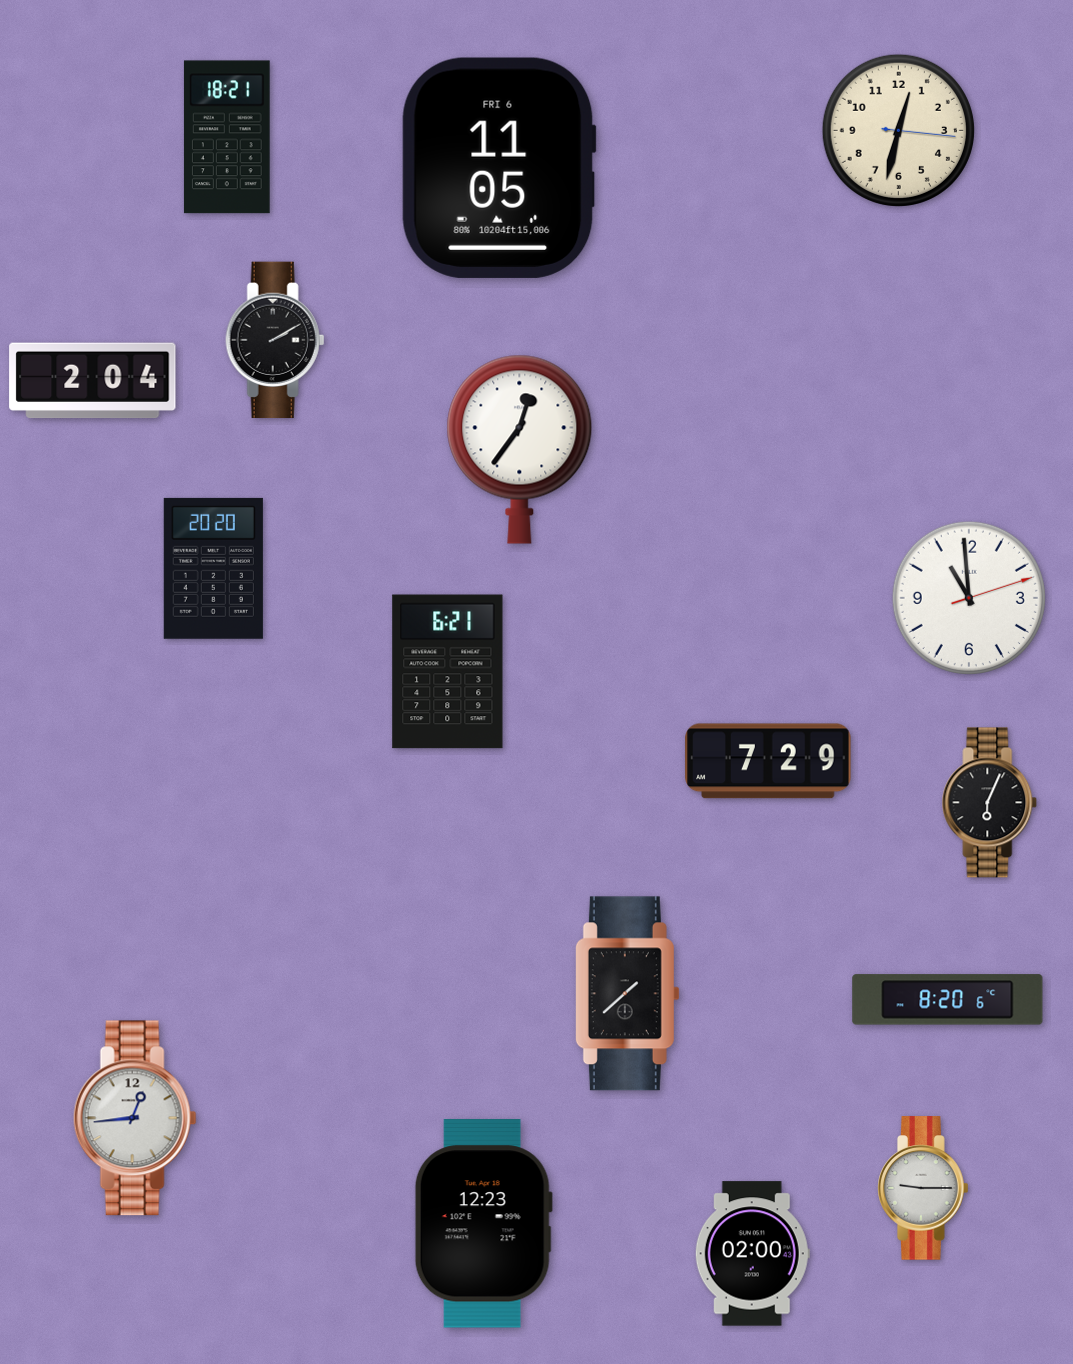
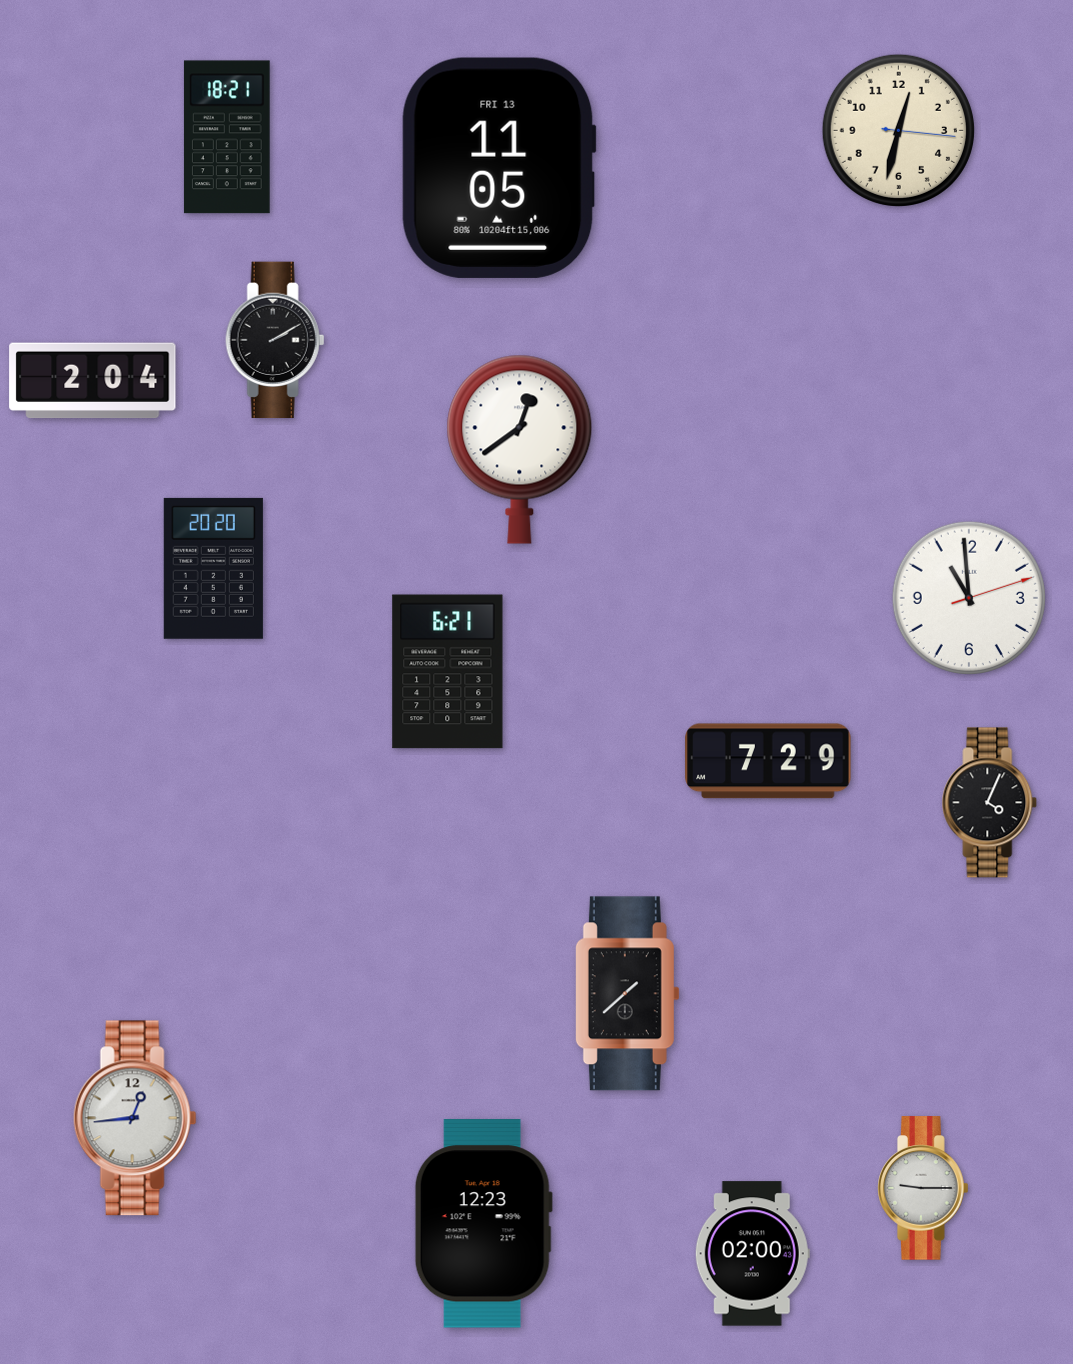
clock at (499, 168) date: FRI 6 -> FRI 13
clock at (520, 449): 12:36 -> 12:39
clock at (990, 803): 6:04 -> 4:04
clock at (948, 1000): 8:20 -> none
